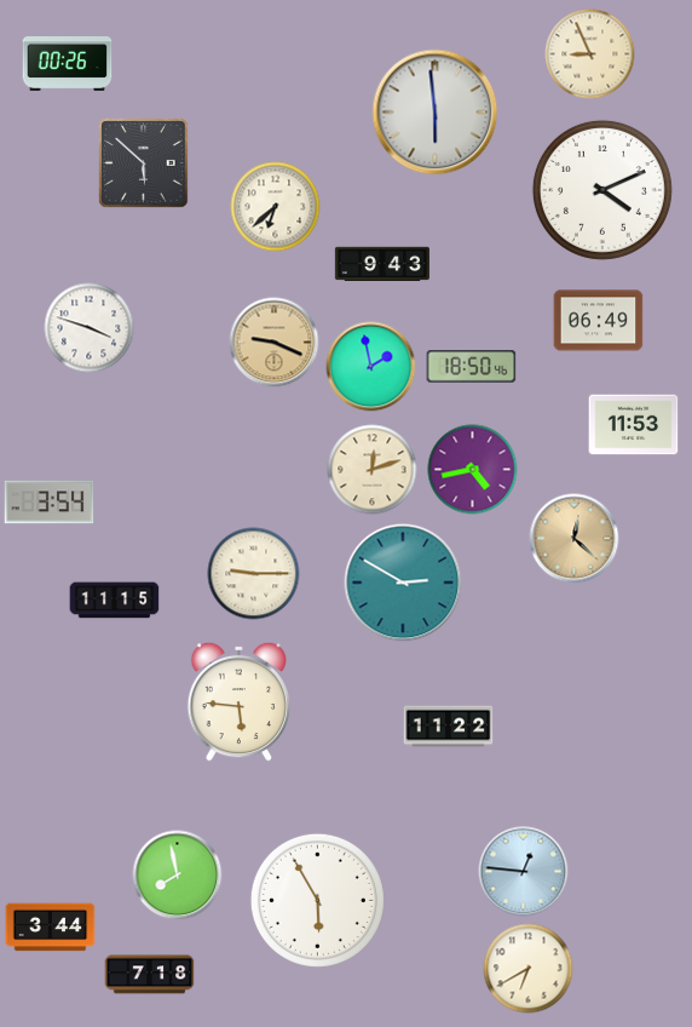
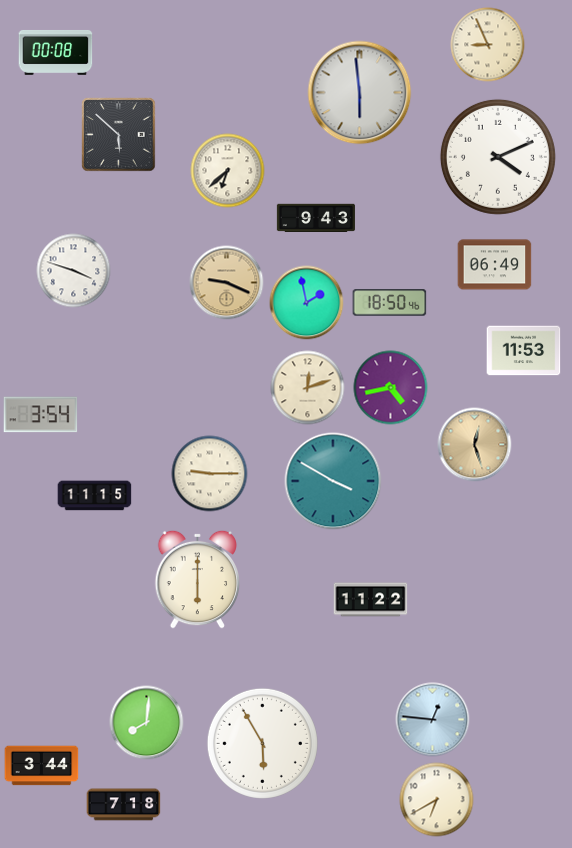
clock at (68, 63): 00:26 -> 00:08
clock at (575, 539): 12:22 -> 12:27
clock at (403, 583): 2:50 -> 3:50
clock at (240, 701): 5:46 -> 6:00
clock at (178, 876): 7:58 -> 8:01
